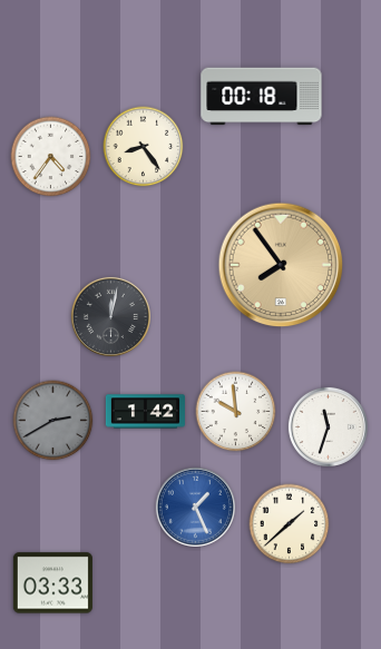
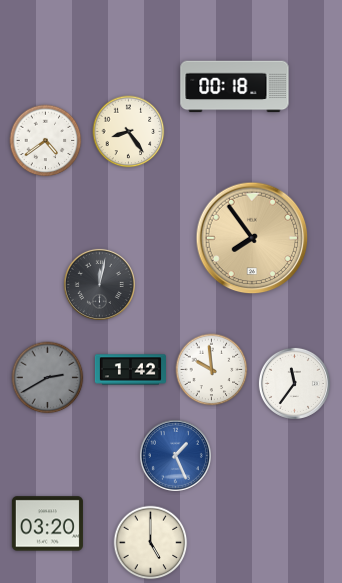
clock at (51, 157): 4:36 -> 4:39
clock at (328, 426): 11:33 -> 11:36
clock at (290, 524): 1:38 -> none
clock at (52, 583): 03:33 -> 03:20
clock at (151, 543): none -> 5:00
